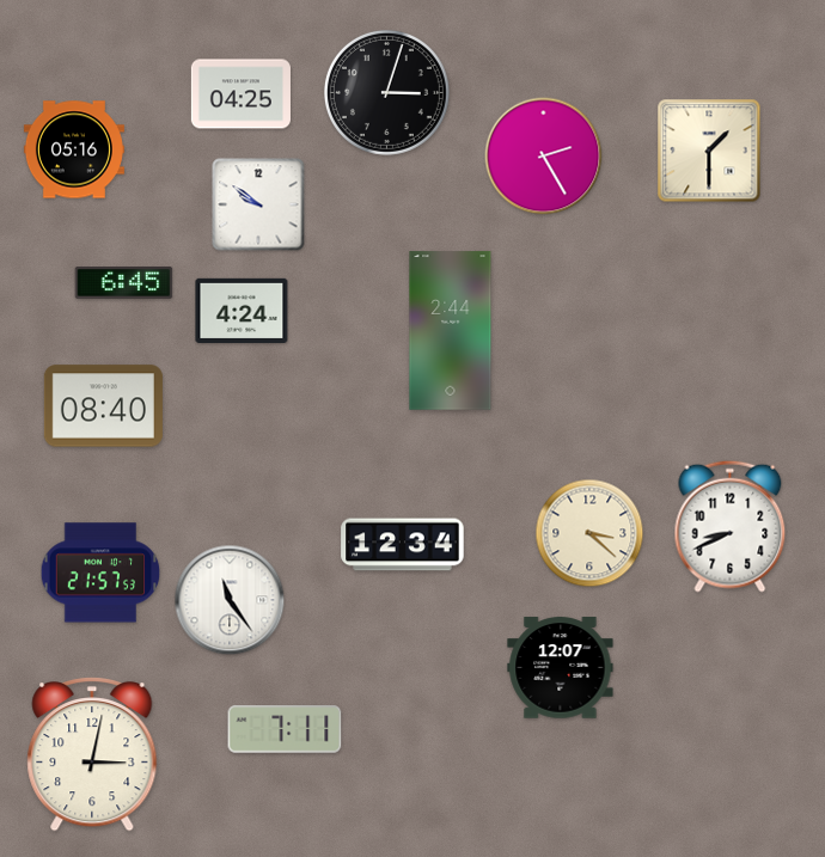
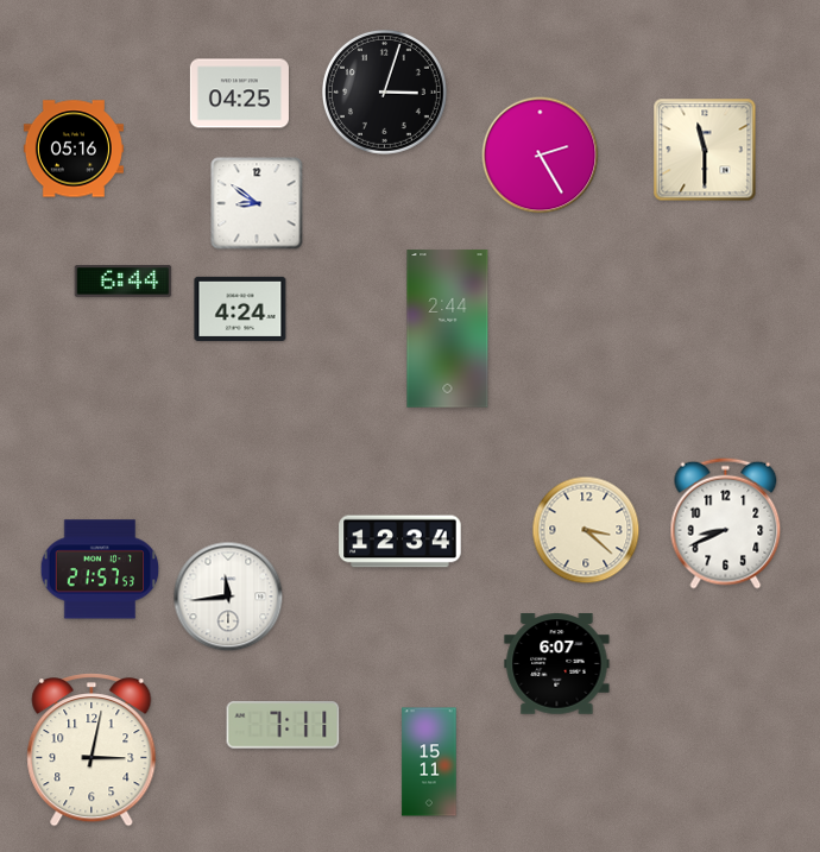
clock at (709, 151): 1:30 -> 11:30
clock at (258, 204): 9:51 -> 8:51
clock at (124, 283): 6:45 -> 6:44
clock at (103, 406): 08:40 -> none
clock at (230, 600): 11:24 -> 11:44
clock at (561, 668): 12:07 -> 6:07
clock at (429, 762): none -> 15:11
